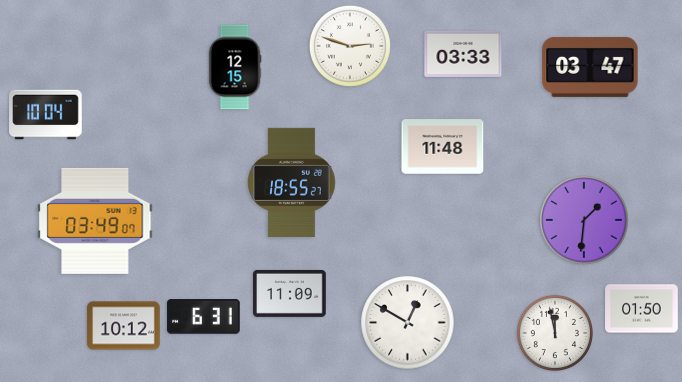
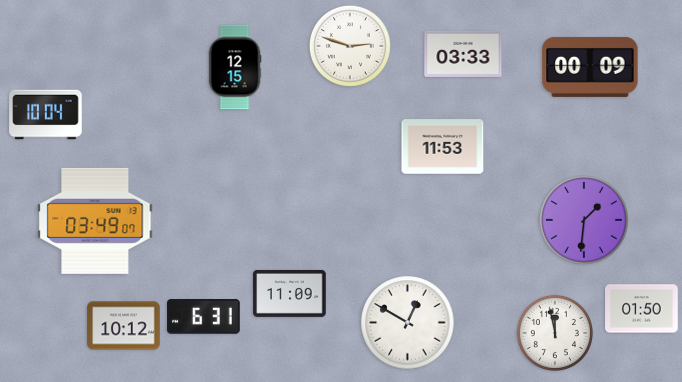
clock at (590, 67): 03:47 -> 00:09
clock at (443, 147): 11:48 -> 11:53
clock at (292, 182): 18:55 -> none
